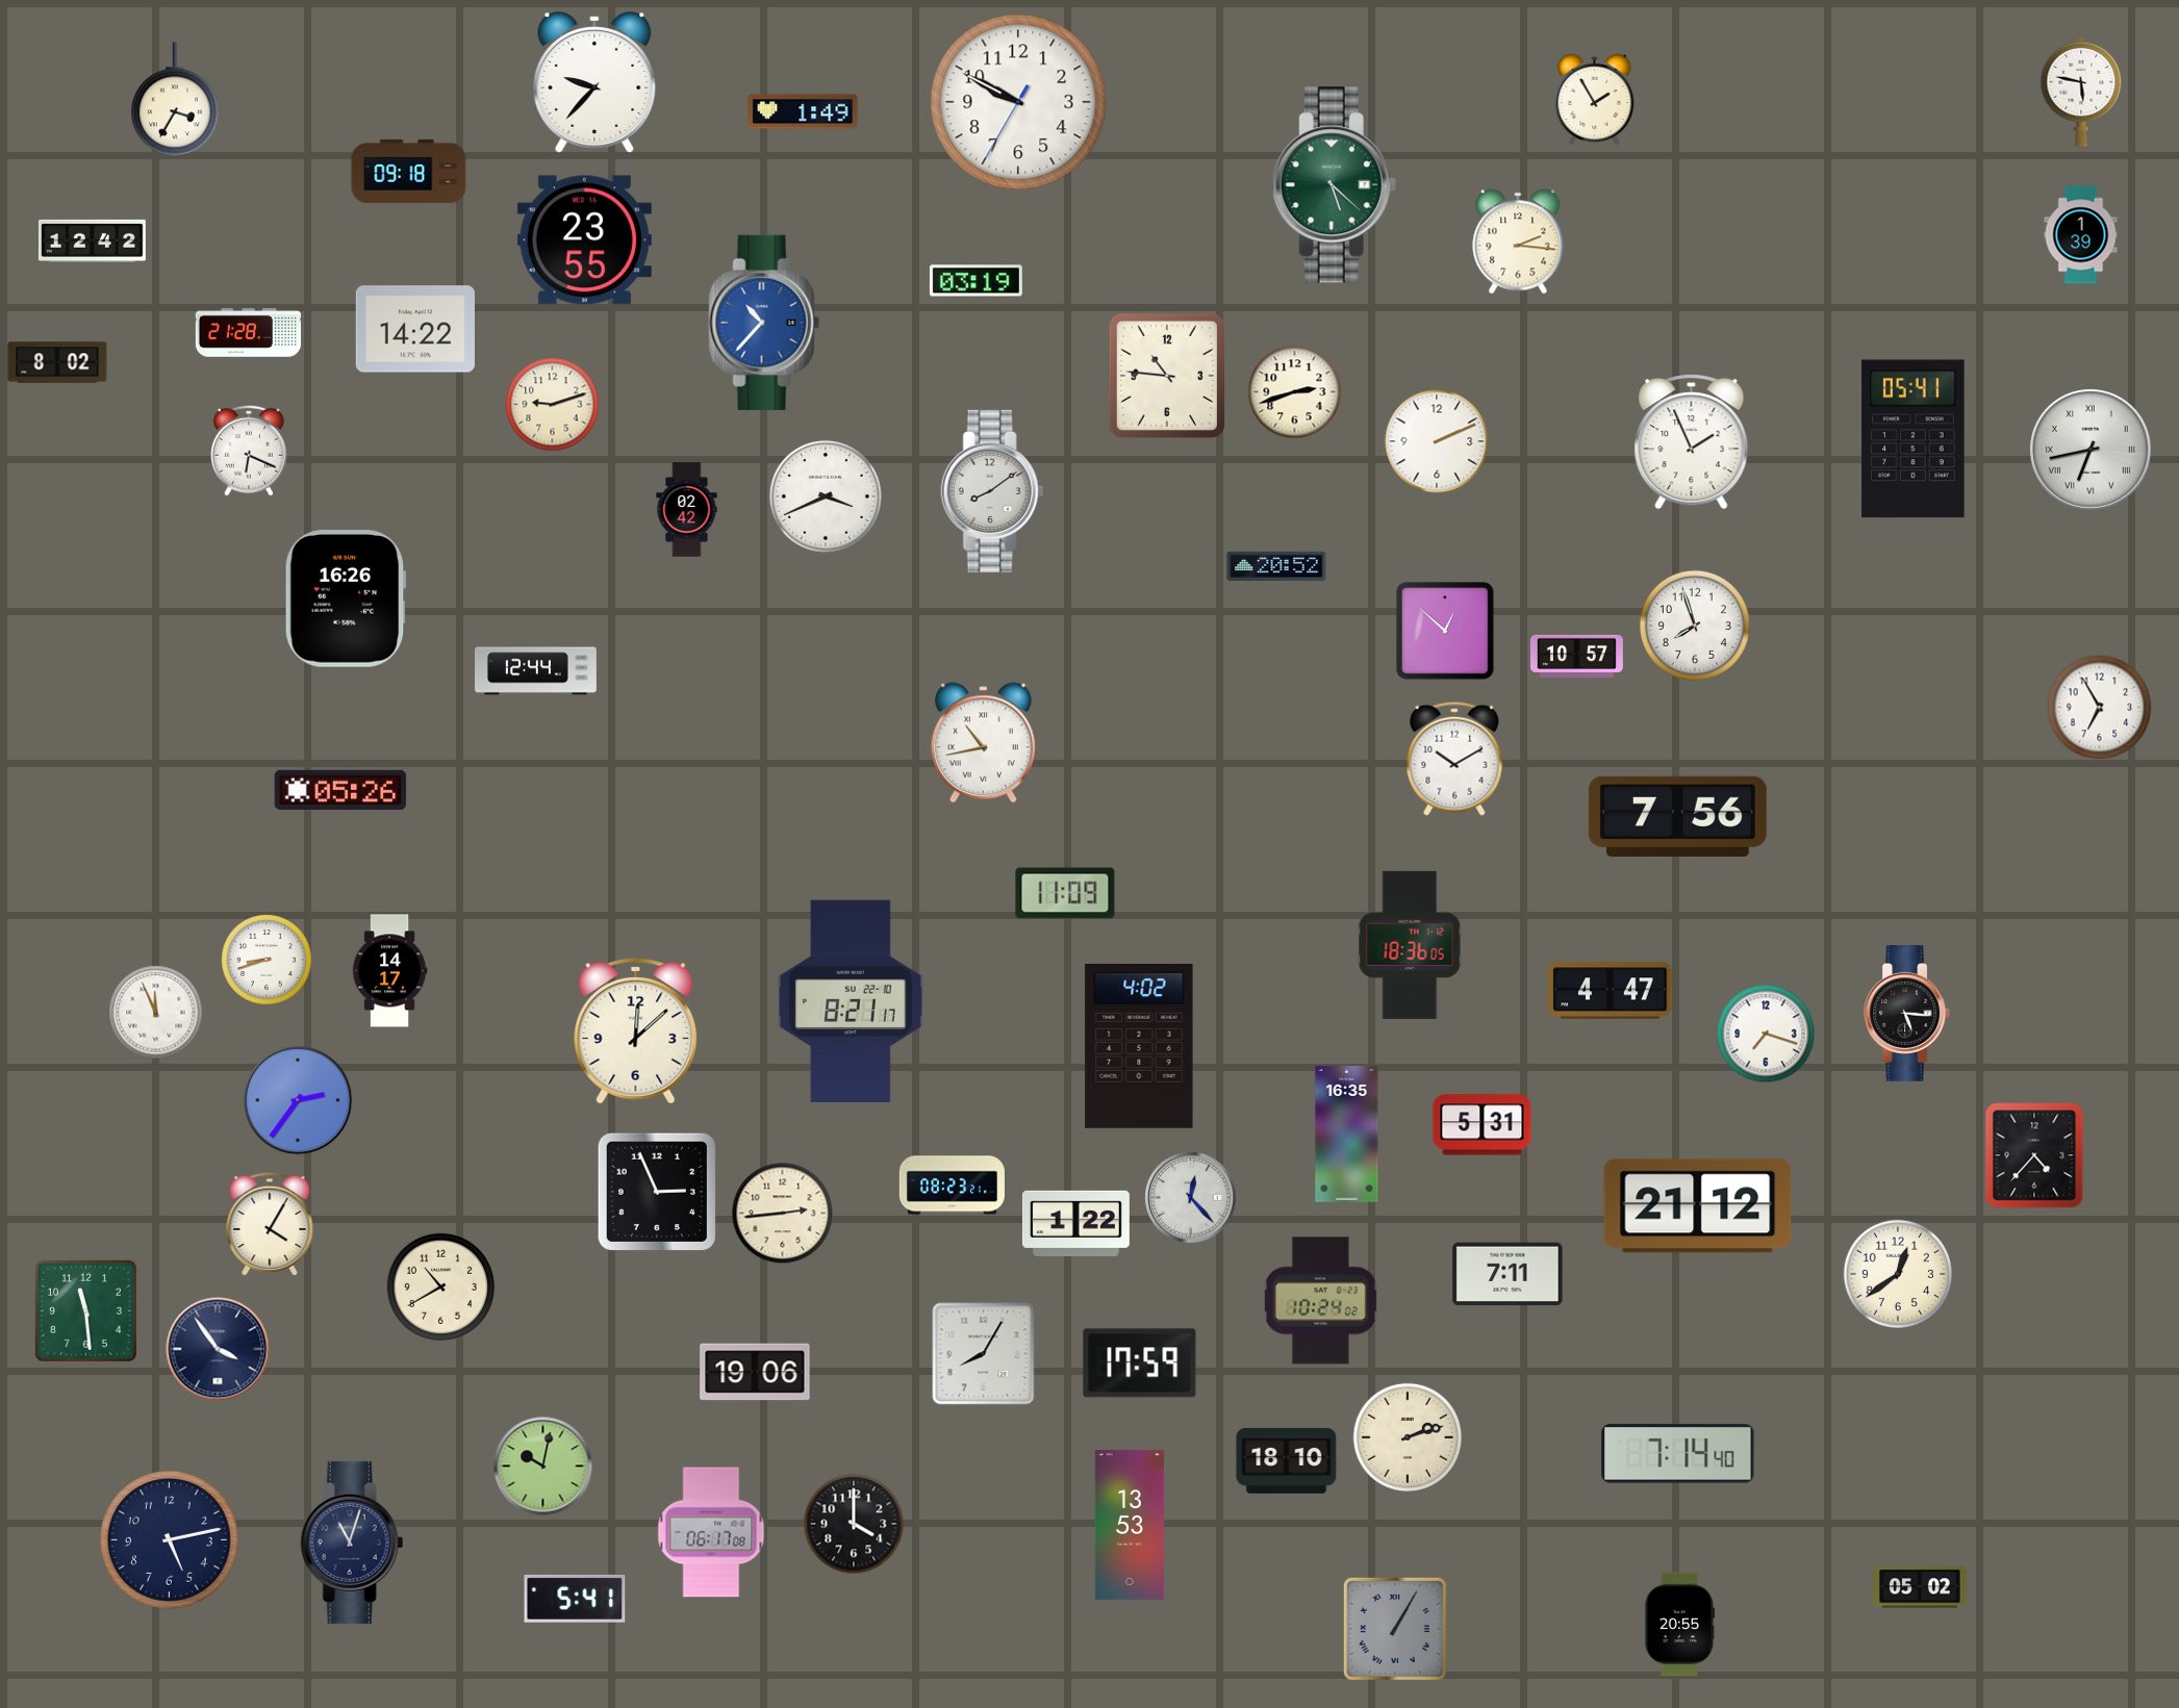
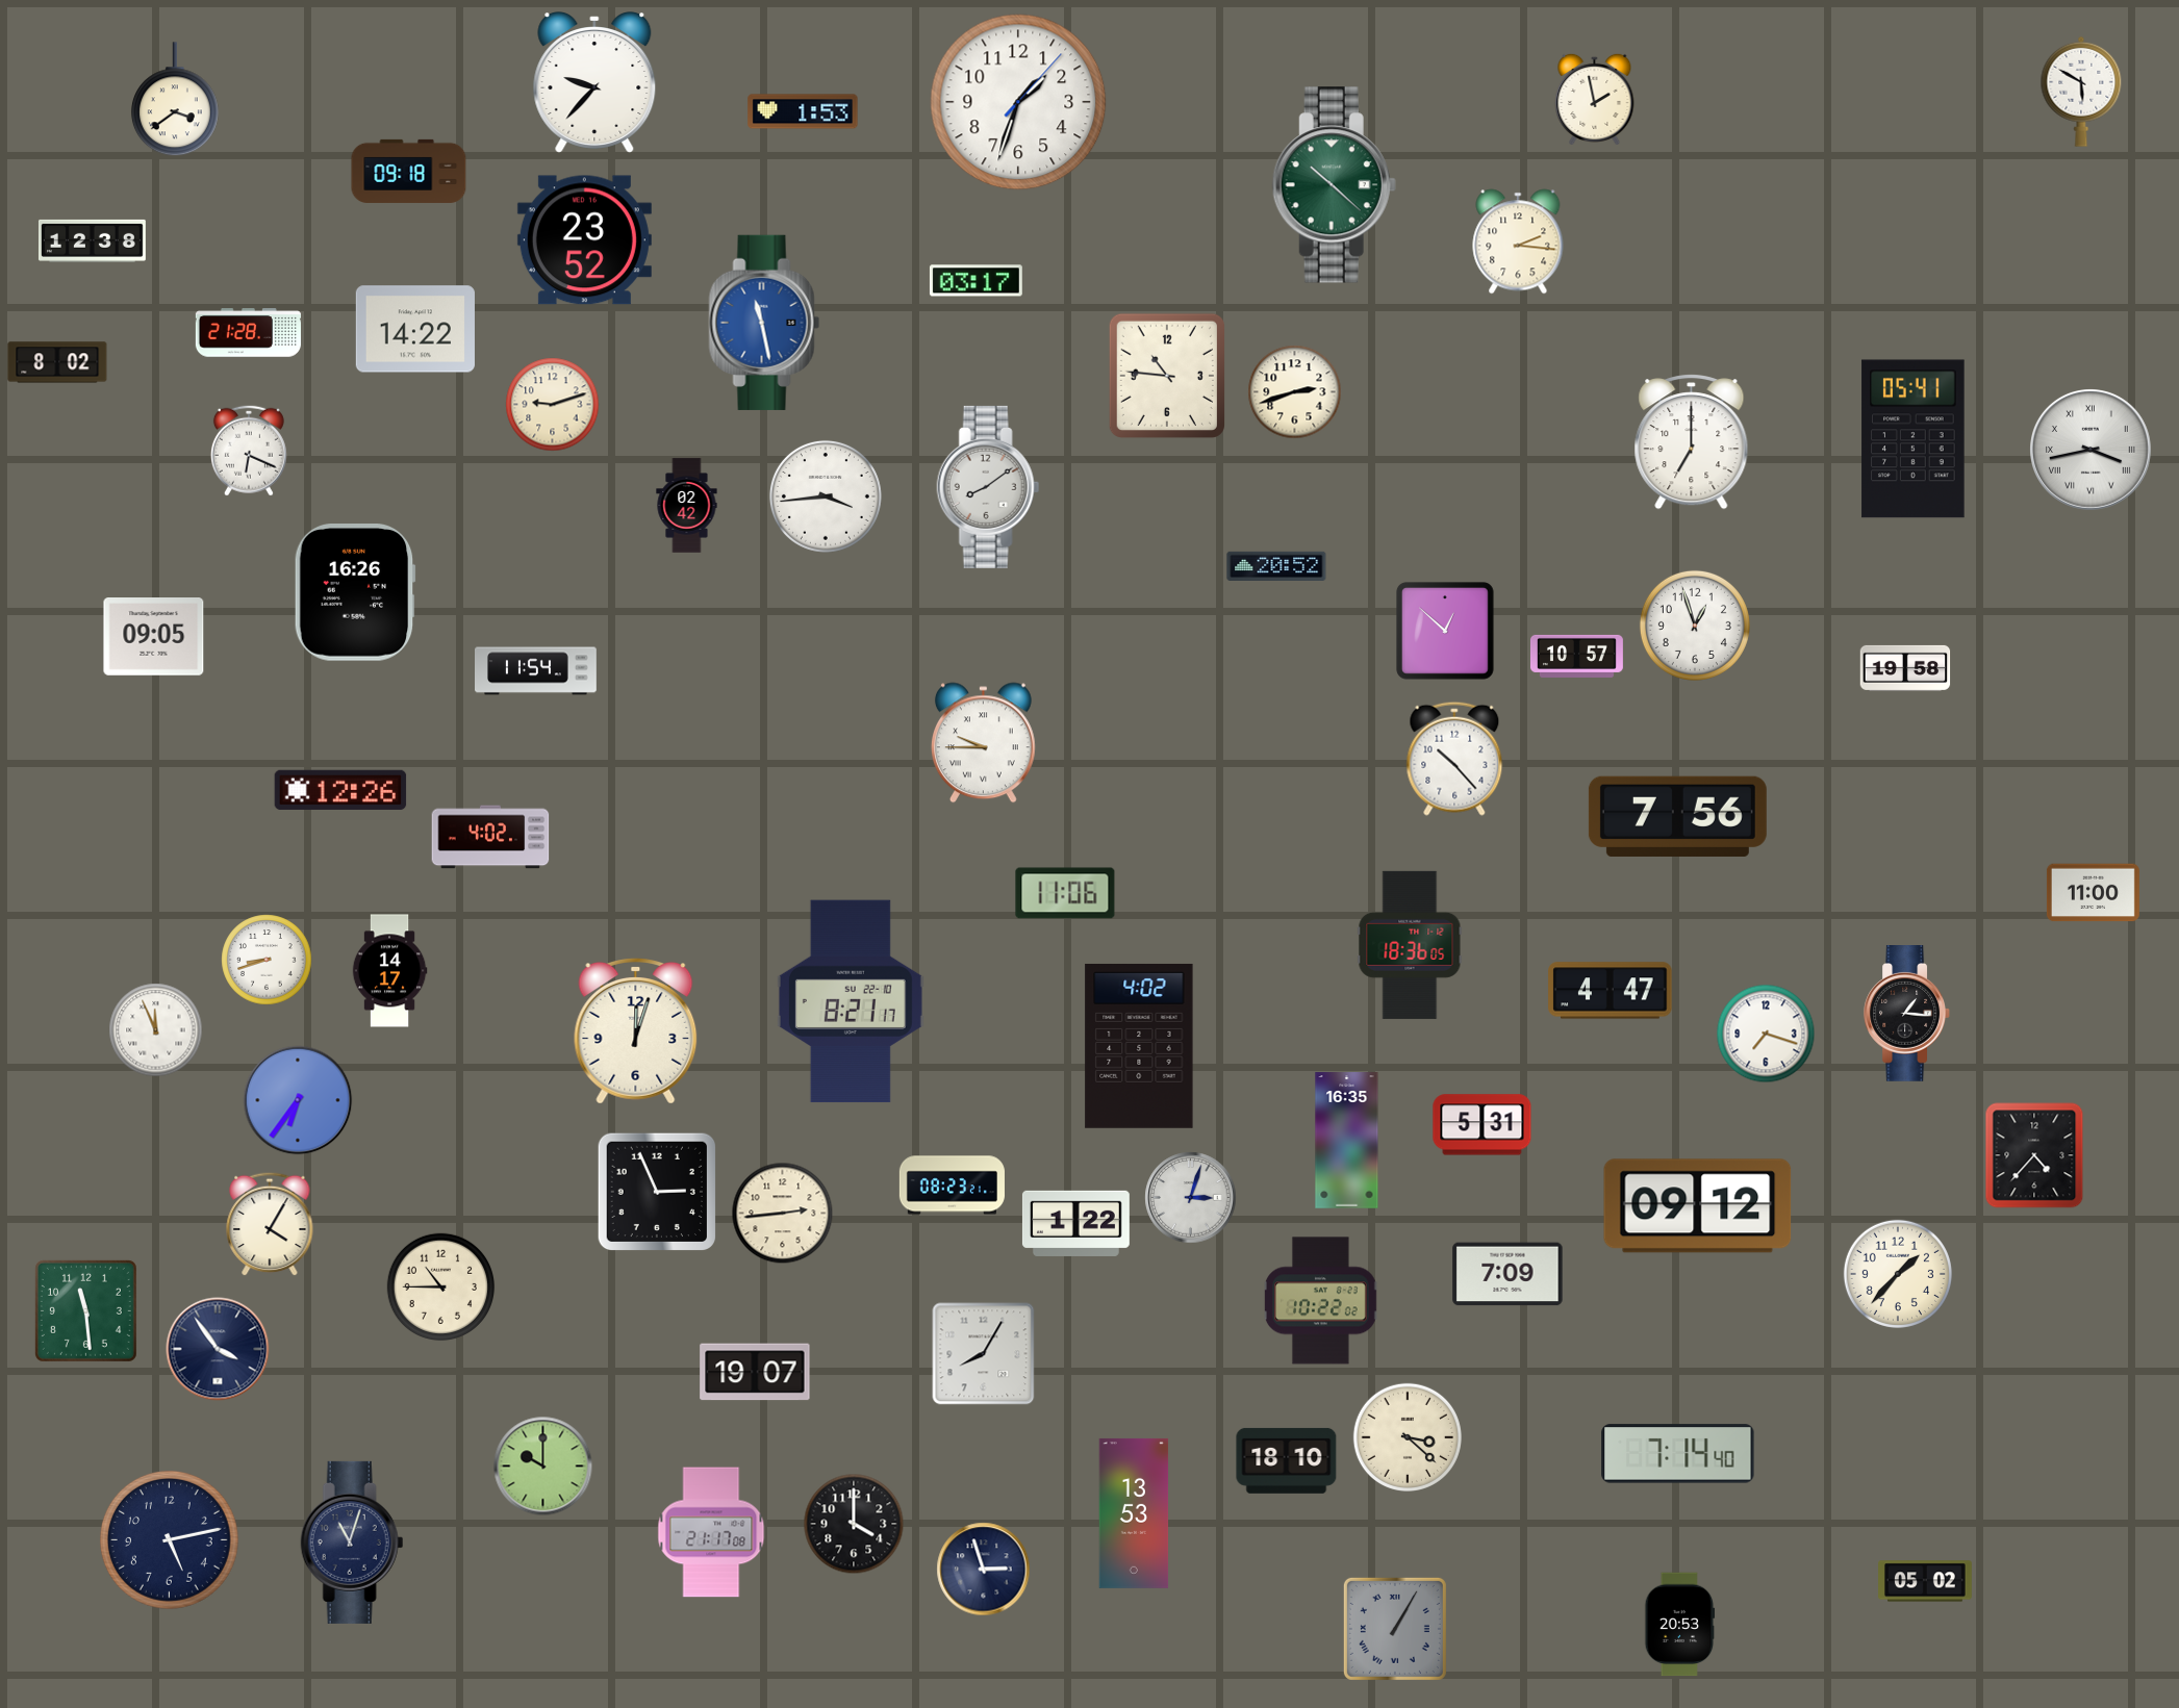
clock at (2081, 92): 5:47 -> 5:50
clock at (1595, 98): 1:55 -> 1:58
clock at (175, 100): 3:35 -> 3:39
clock at (1018, 102): 9:49 -> 1:33
clock at (803, 111): 1:49 -> 1:53
clock at (1334, 185): 5:22 -> 10:22
clock at (2081, 235): 1:39 -> none
clock at (92, 240): 12:42 -> 12:38
clock at (584, 240): 23:55 -> 23:52
clock at (976, 281): 03:19 -> 03:17
clock at (764, 323): 10:37 -> 11:28
clock at (1437, 441): 2:11 -> none
clock at (1692, 442): 1:56 -> 7:00
clock at (2092, 451): 6:43 -> 3:43
clock at (992, 491) position: (992, 491) -> (988, 487)
clock at (826, 496): 3:41 -> 3:44
clock at (687, 510) position: (687, 510) -> (687, 506)
clock at (346, 600) position: (346, 600) -> (355, 593)
clock at (1695, 626): 7:57 -> 12:57
clock at (154, 637): none -> 09:05
clock at (1905, 668): none -> 19:58
clock at (536, 671): 12:44 -> 11:54
clock at (2100, 708): 6:55 -> none
clock at (983, 743): 10:43 -> 9:45
clock at (1454, 759): 10:10 -> 10:23
clock at (340, 790): 05:26 -> 12:26
clock at (490, 837): none -> 4:02
clock at (1065, 893): 11:09 -> 11:06
clock at (2093, 893): none -> 11:00
clock at (156, 1013) position: (156, 1013) -> (156, 1030)
clock at (1906, 1014): 5:16 -> 1:16
clock at (636, 1031): 12:08 -> 12:03
clock at (298, 1100): 2:36 -> 6:36
clock at (1347, 1135) position: (1347, 1135) -> (1347, 1141)
clock at (1191, 1198): 12:23 -> 3:03
clock at (1698, 1206): 21:12 -> 09:12
clock at (1507, 1274): 7:11 -> 7:09
clock at (1898, 1274): 12:39 -> 1:37
clock at (441, 1288): 10:40 -> 10:45
clock at (1321, 1301): 10:24 -> 10:22
clock at (1140, 1363): 17:59 -> none
clock at (755, 1372): 19:06 -> 19:07
clock at (1408, 1437): 2:12 -> 3:22
clock at (543, 1467): 10:02 -> 10:00
clock at (1130, 1525) position: (1130, 1525) -> (1134, 1513)
clock at (711, 1532): 06:17 -> 21:17
clock at (984, 1570): none -> 2:57
clock at (1920, 1587) position: (1920, 1587) -> (1925, 1581)
clock at (575, 1599): 5:41 -> none
clock at (1680, 1625): 20:55 -> 20:53
